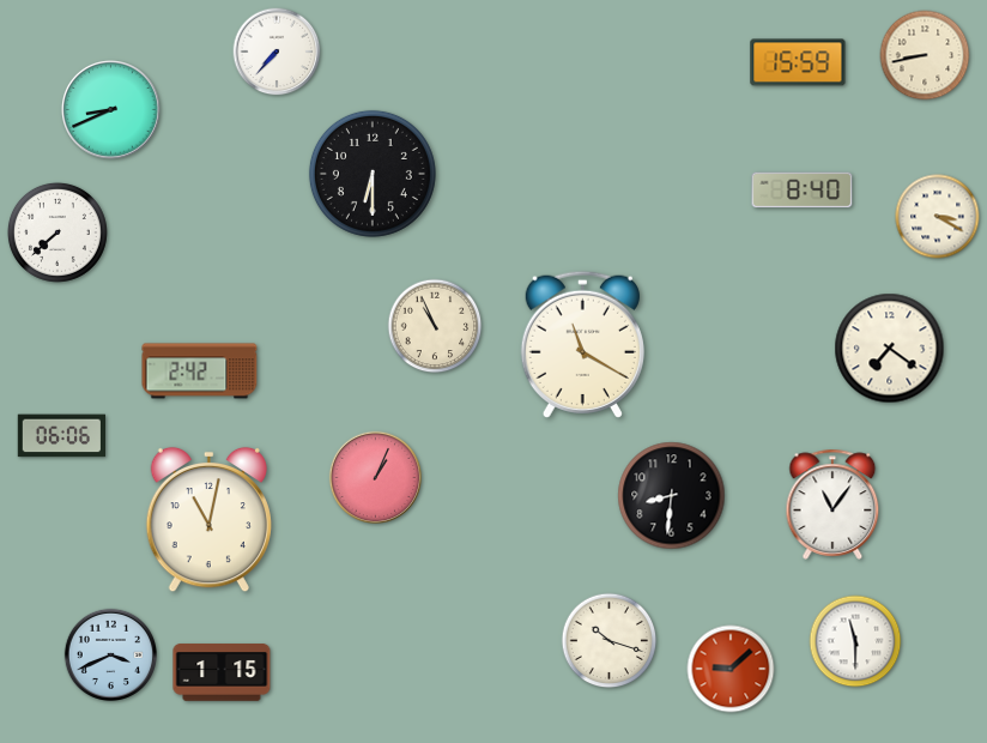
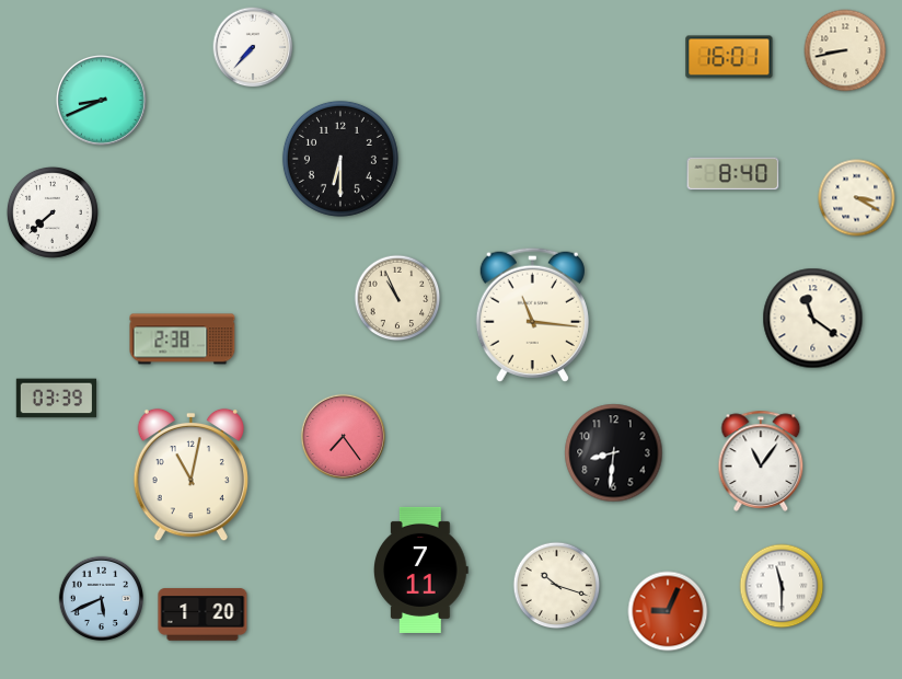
clock at (798, 62): 15:59 -> 16:01
clock at (582, 344): 11:20 -> 11:16
clock at (890, 349): 7:21 -> 11:21
clock at (200, 371): 2:42 -> 2:38
clock at (61, 436): 06:06 -> 03:39
clock at (375, 477): 1:04 -> 7:24
clock at (421, 569): none -> 7:11
clock at (110, 654): 3:41 -> 5:41
clock at (731, 669): 9:08 -> 9:04
clock at (222, 672): 1:15 -> 1:20
